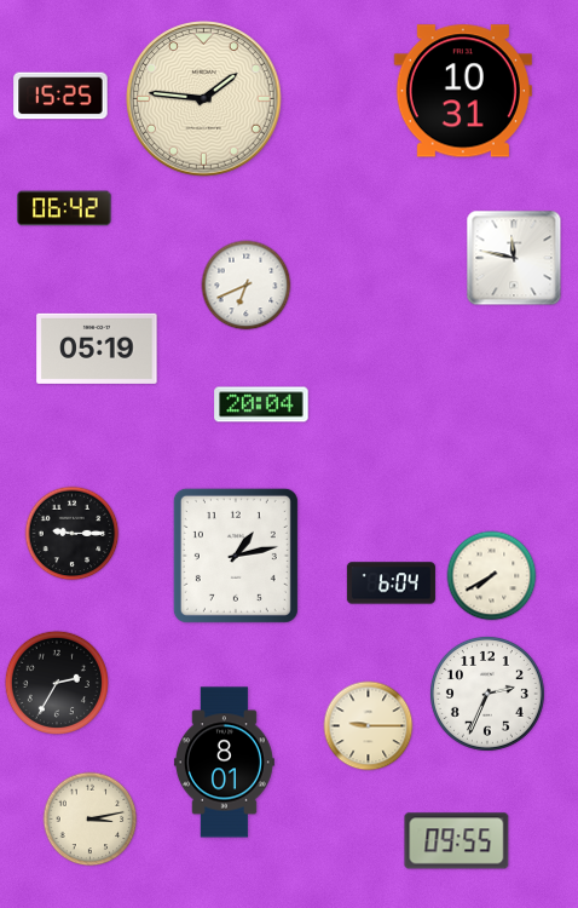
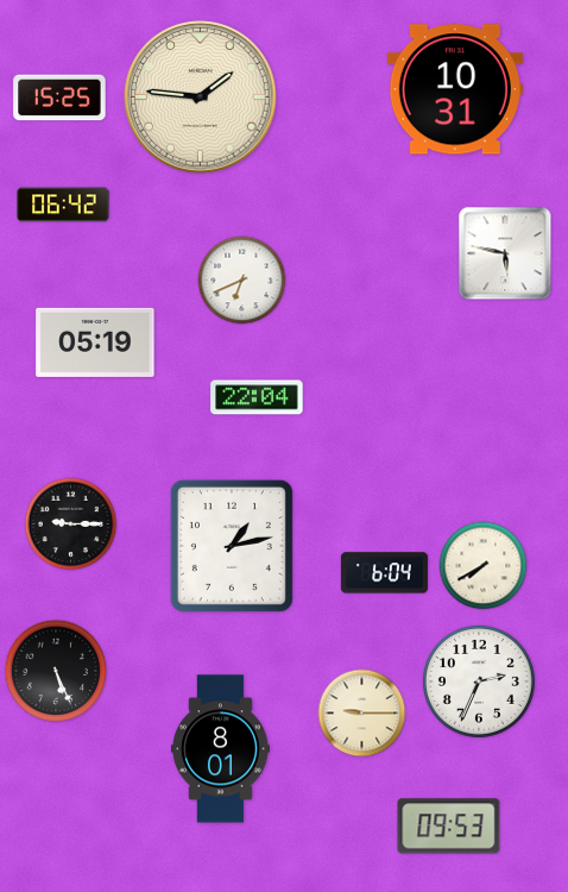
clock at (60, 96) position: (60, 96) -> (59, 98)
clock at (514, 258): 11:47 -> 5:47
clock at (261, 404): 20:04 -> 22:04
clock at (56, 682): 2:35 -> 5:26
clock at (91, 820): 3:13 -> none
clock at (457, 841): 09:55 -> 09:53
